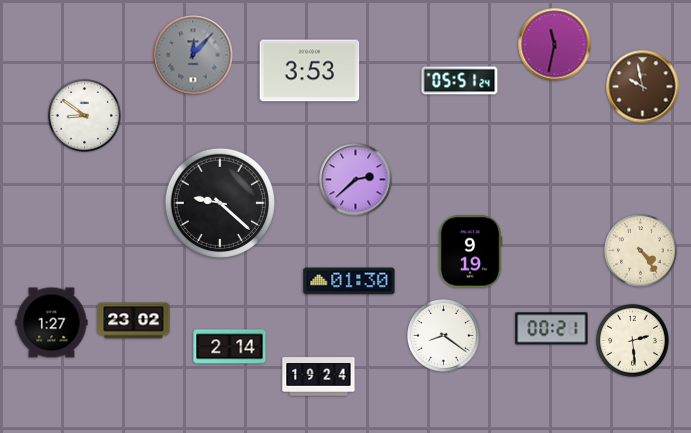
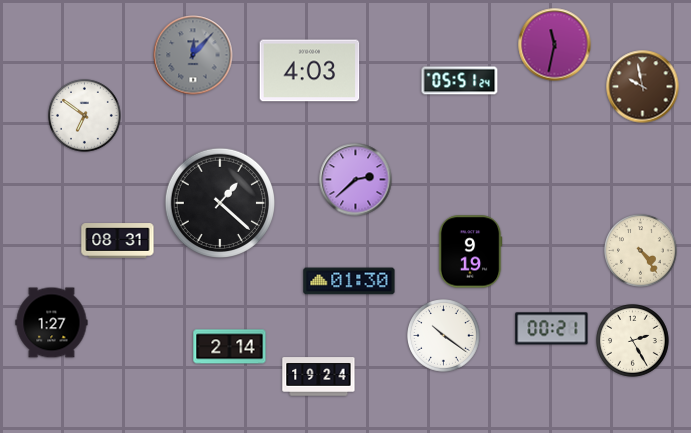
clock at (310, 71): 3:53 -> 4:03
clock at (85, 116): 8:51 -> 6:51
clock at (219, 202): 9:22 -> 1:22
clock at (118, 241): none -> 08:31
clock at (134, 321): 23:02 -> none
clock at (444, 336): 8:21 -> 10:21
clock at (633, 341): 2:29 -> 2:25
